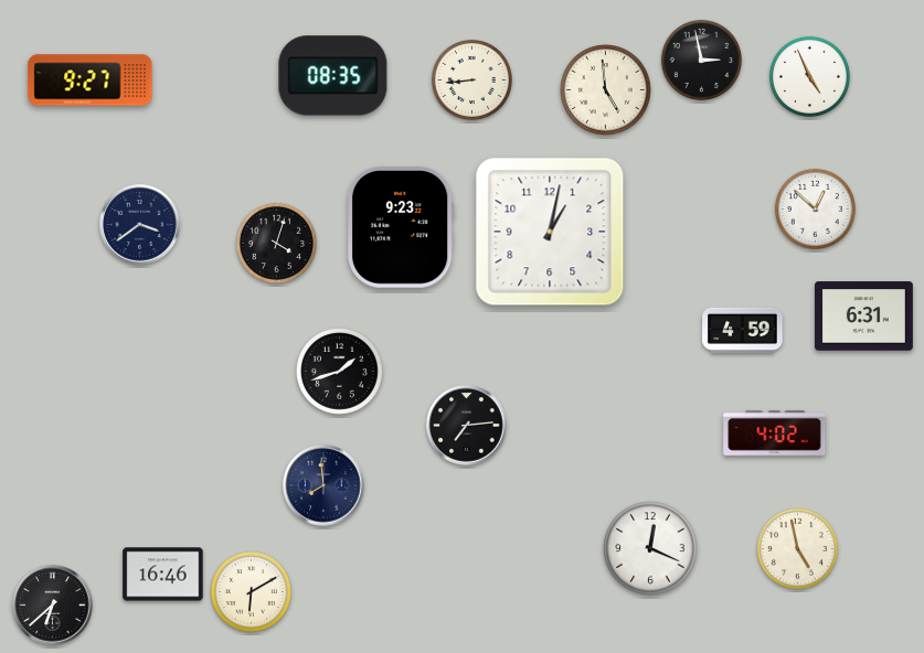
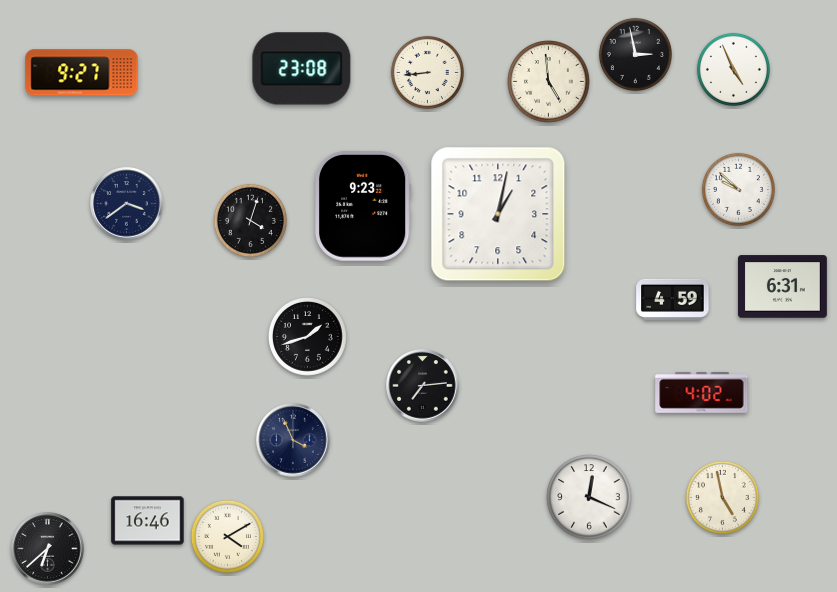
clock at (333, 76): 08:35 -> 23:08
clock at (815, 208): 12:52 -> 9:52
clock at (550, 232) position: (550, 232) -> (498, 214)
clock at (323, 485): 7:59 -> 3:56
clock at (251, 591): 6:10 -> 4:10
